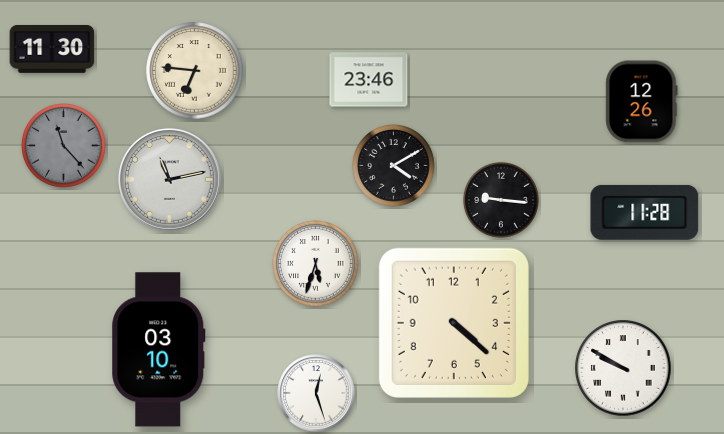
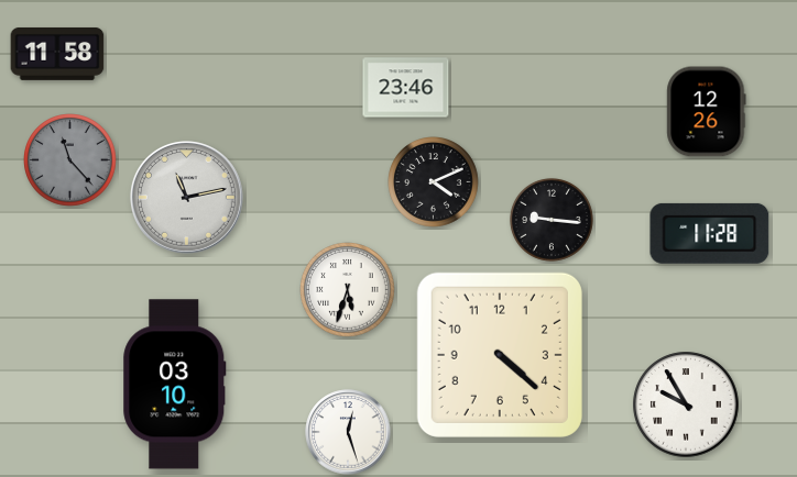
clock at (52, 49): 11:30 -> 11:58
clock at (195, 71): 6:46 -> none
clock at (394, 166): 4:10 -> 4:11
clock at (623, 368): 9:50 -> 9:55
